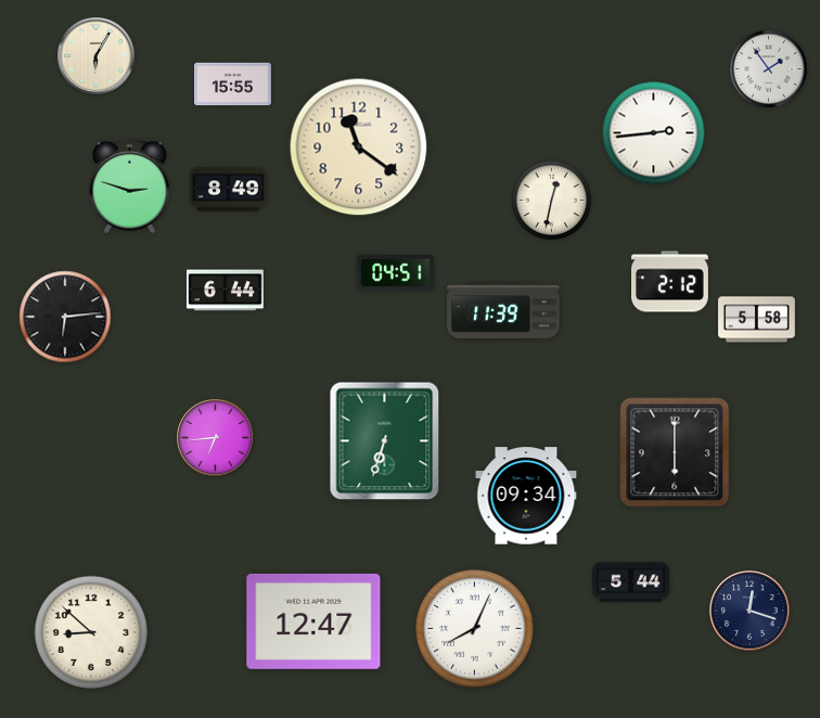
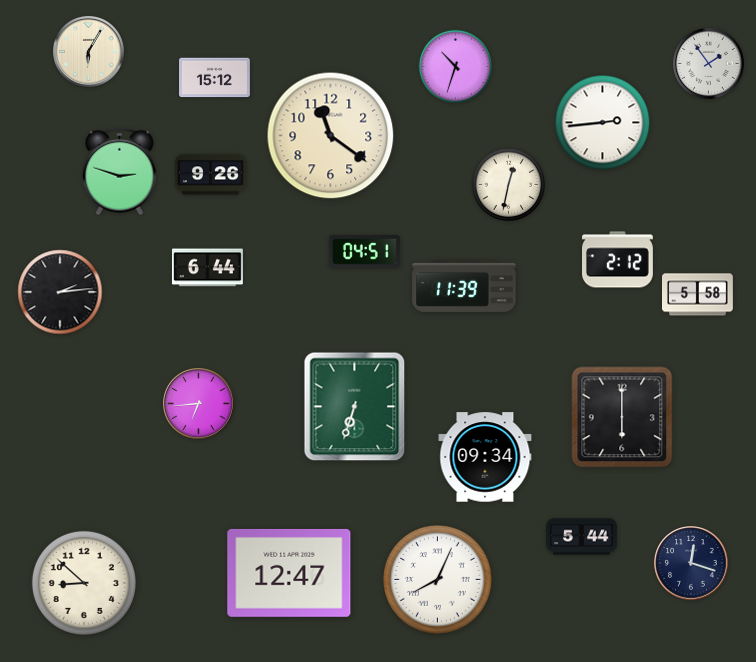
clock at (455, 66): none -> 10:33
clock at (233, 85): 15:55 -> 15:12
clock at (229, 190): 8:49 -> 9:26
clock at (65, 317): 6:14 -> 2:14
